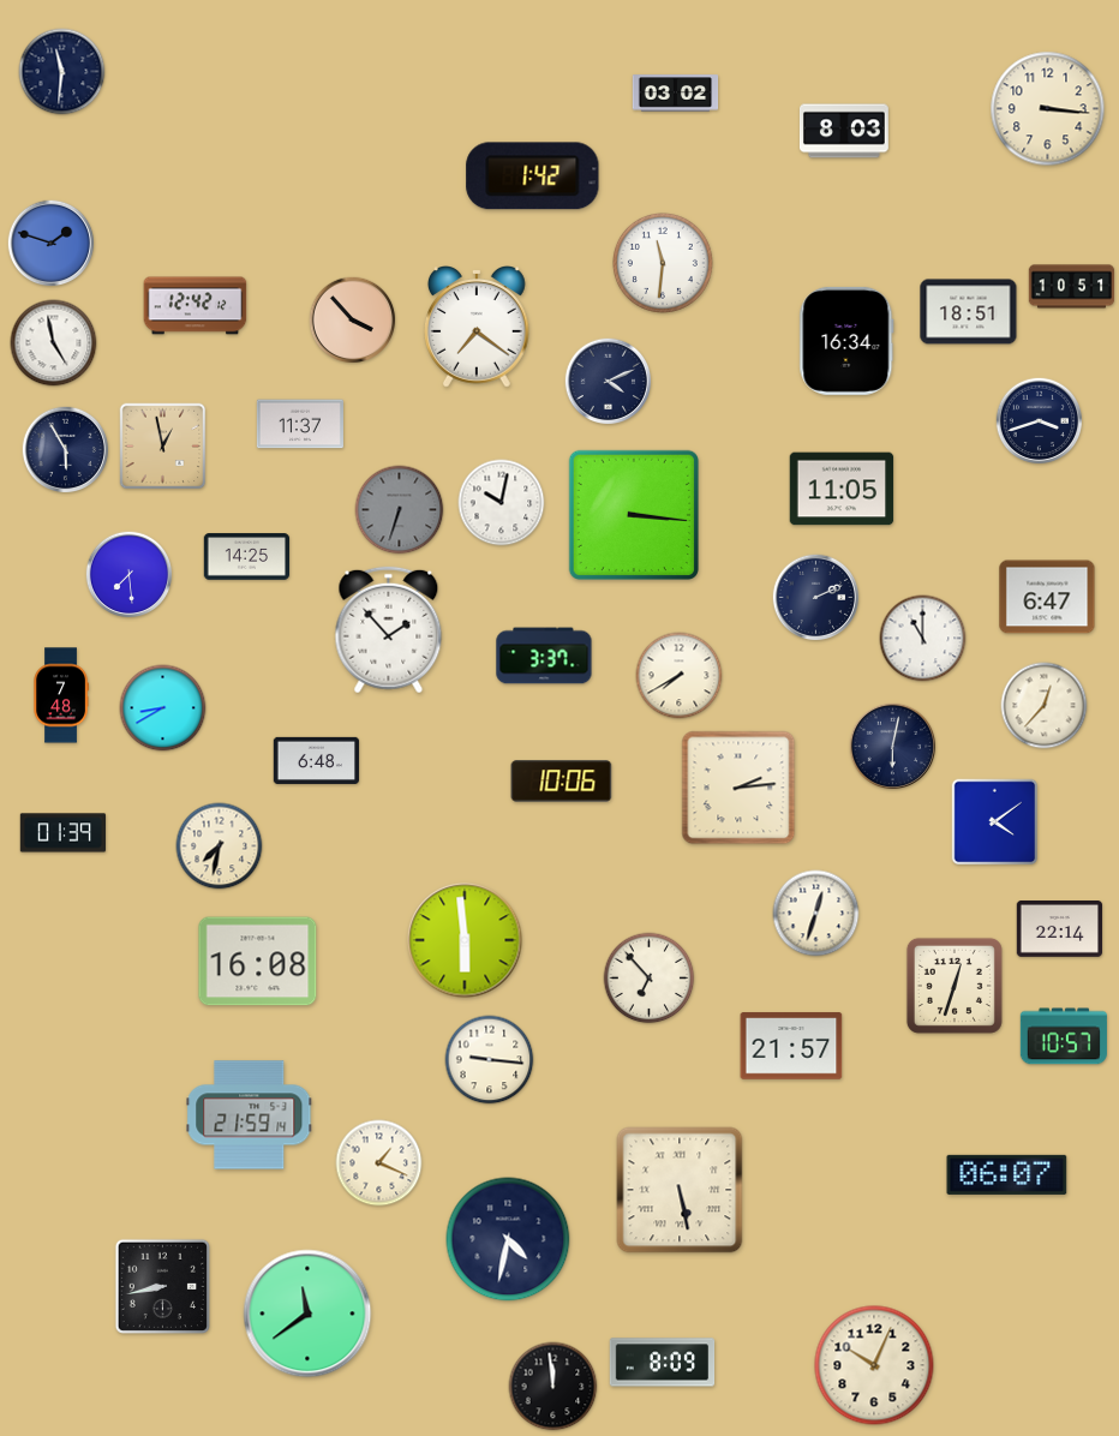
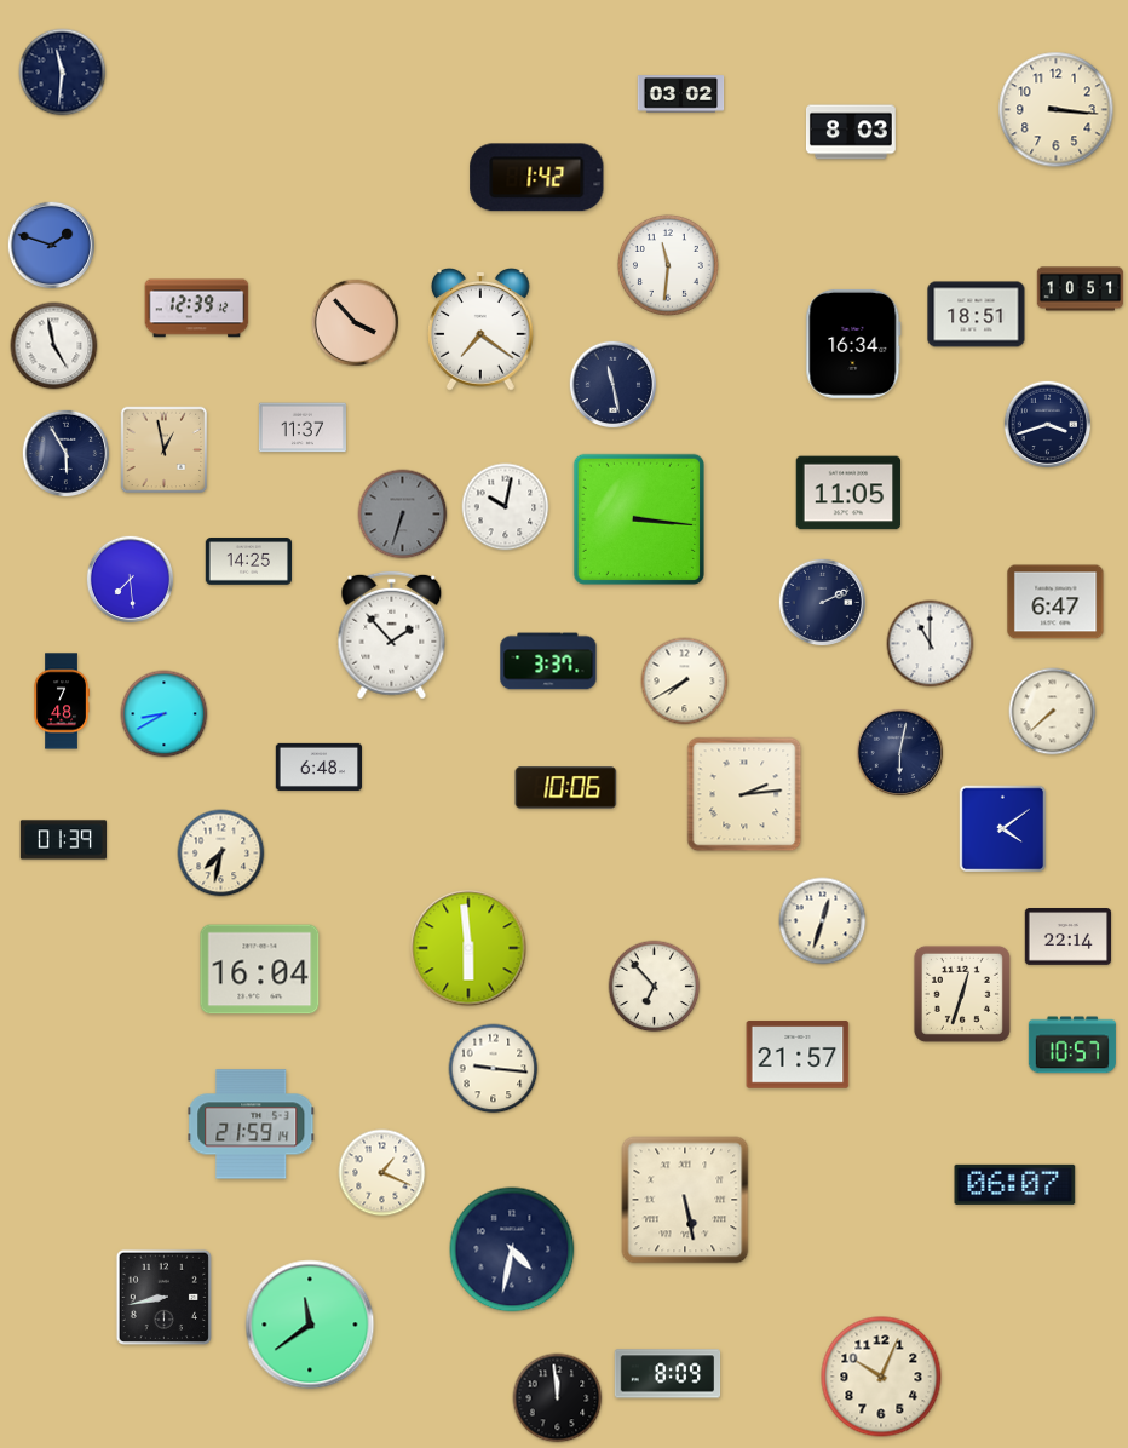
clock at (196, 306): 12:42 -> 12:39
clock at (609, 382): 4:11 -> 11:28
clock at (1045, 706): 12:37 -> 7:38
clock at (258, 962): 16:08 -> 16:04
